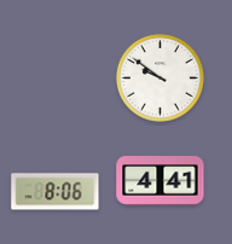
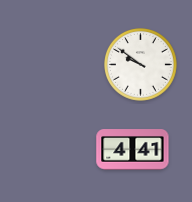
clock at (161, 79) position: (161, 79) -> (141, 65)
clock at (56, 192): 8:06 -> none
